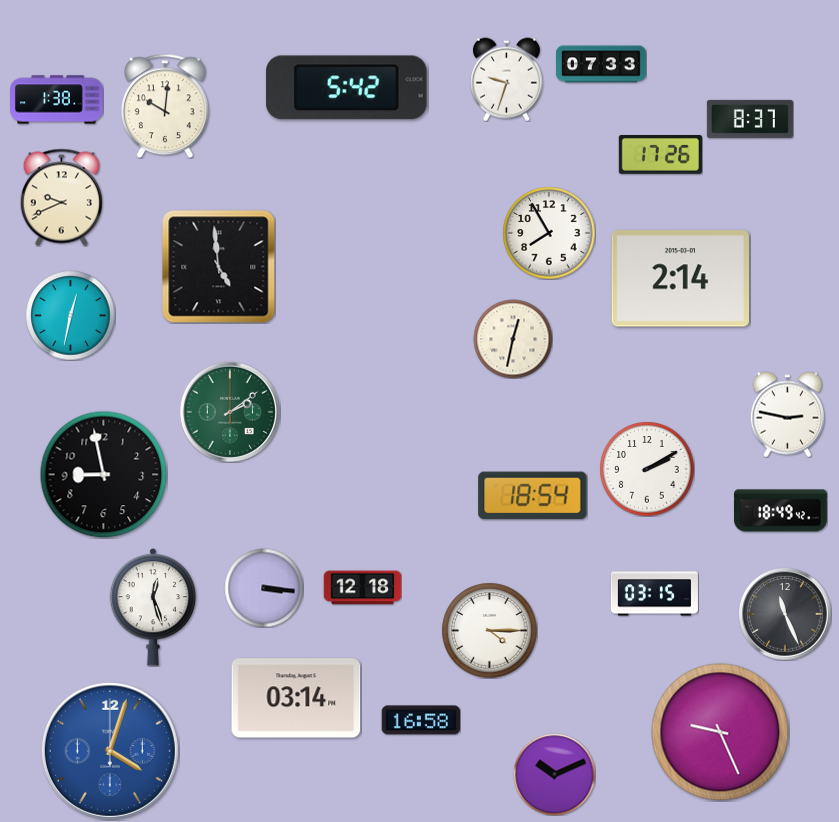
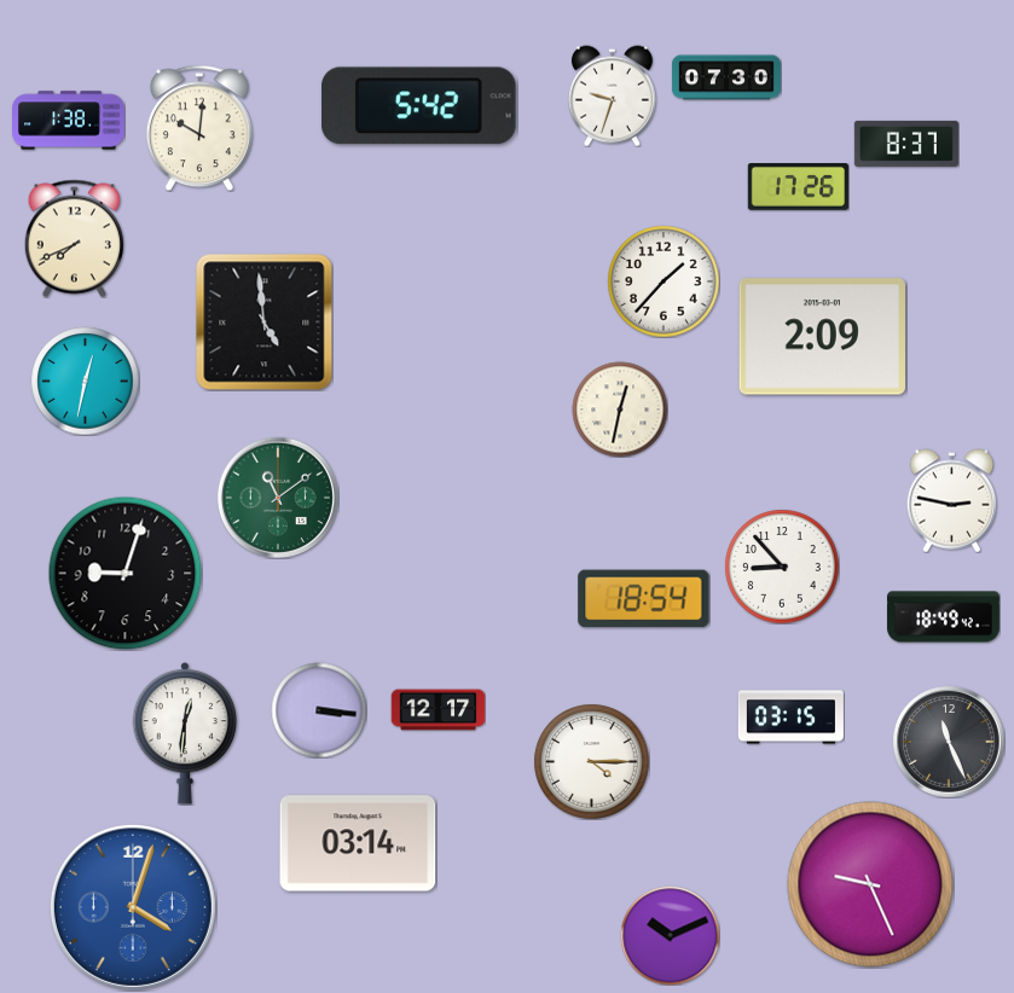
clock at (601, 64): 07:33 -> 07:30
clock at (61, 197): 9:41 -> 7:41
clock at (549, 233): 7:55 -> 1:37
clock at (680, 279): 2:14 -> 2:09
clock at (230, 412): 2:09 -> 11:09
clock at (647, 469): 2:10 -> 8:53
clock at (103, 474): 8:58 -> 9:03
clock at (362, 588): 12:18 -> 12:17
clock at (153, 608): 12:27 -> 12:31
clock at (421, 720): 16:58 -> none
